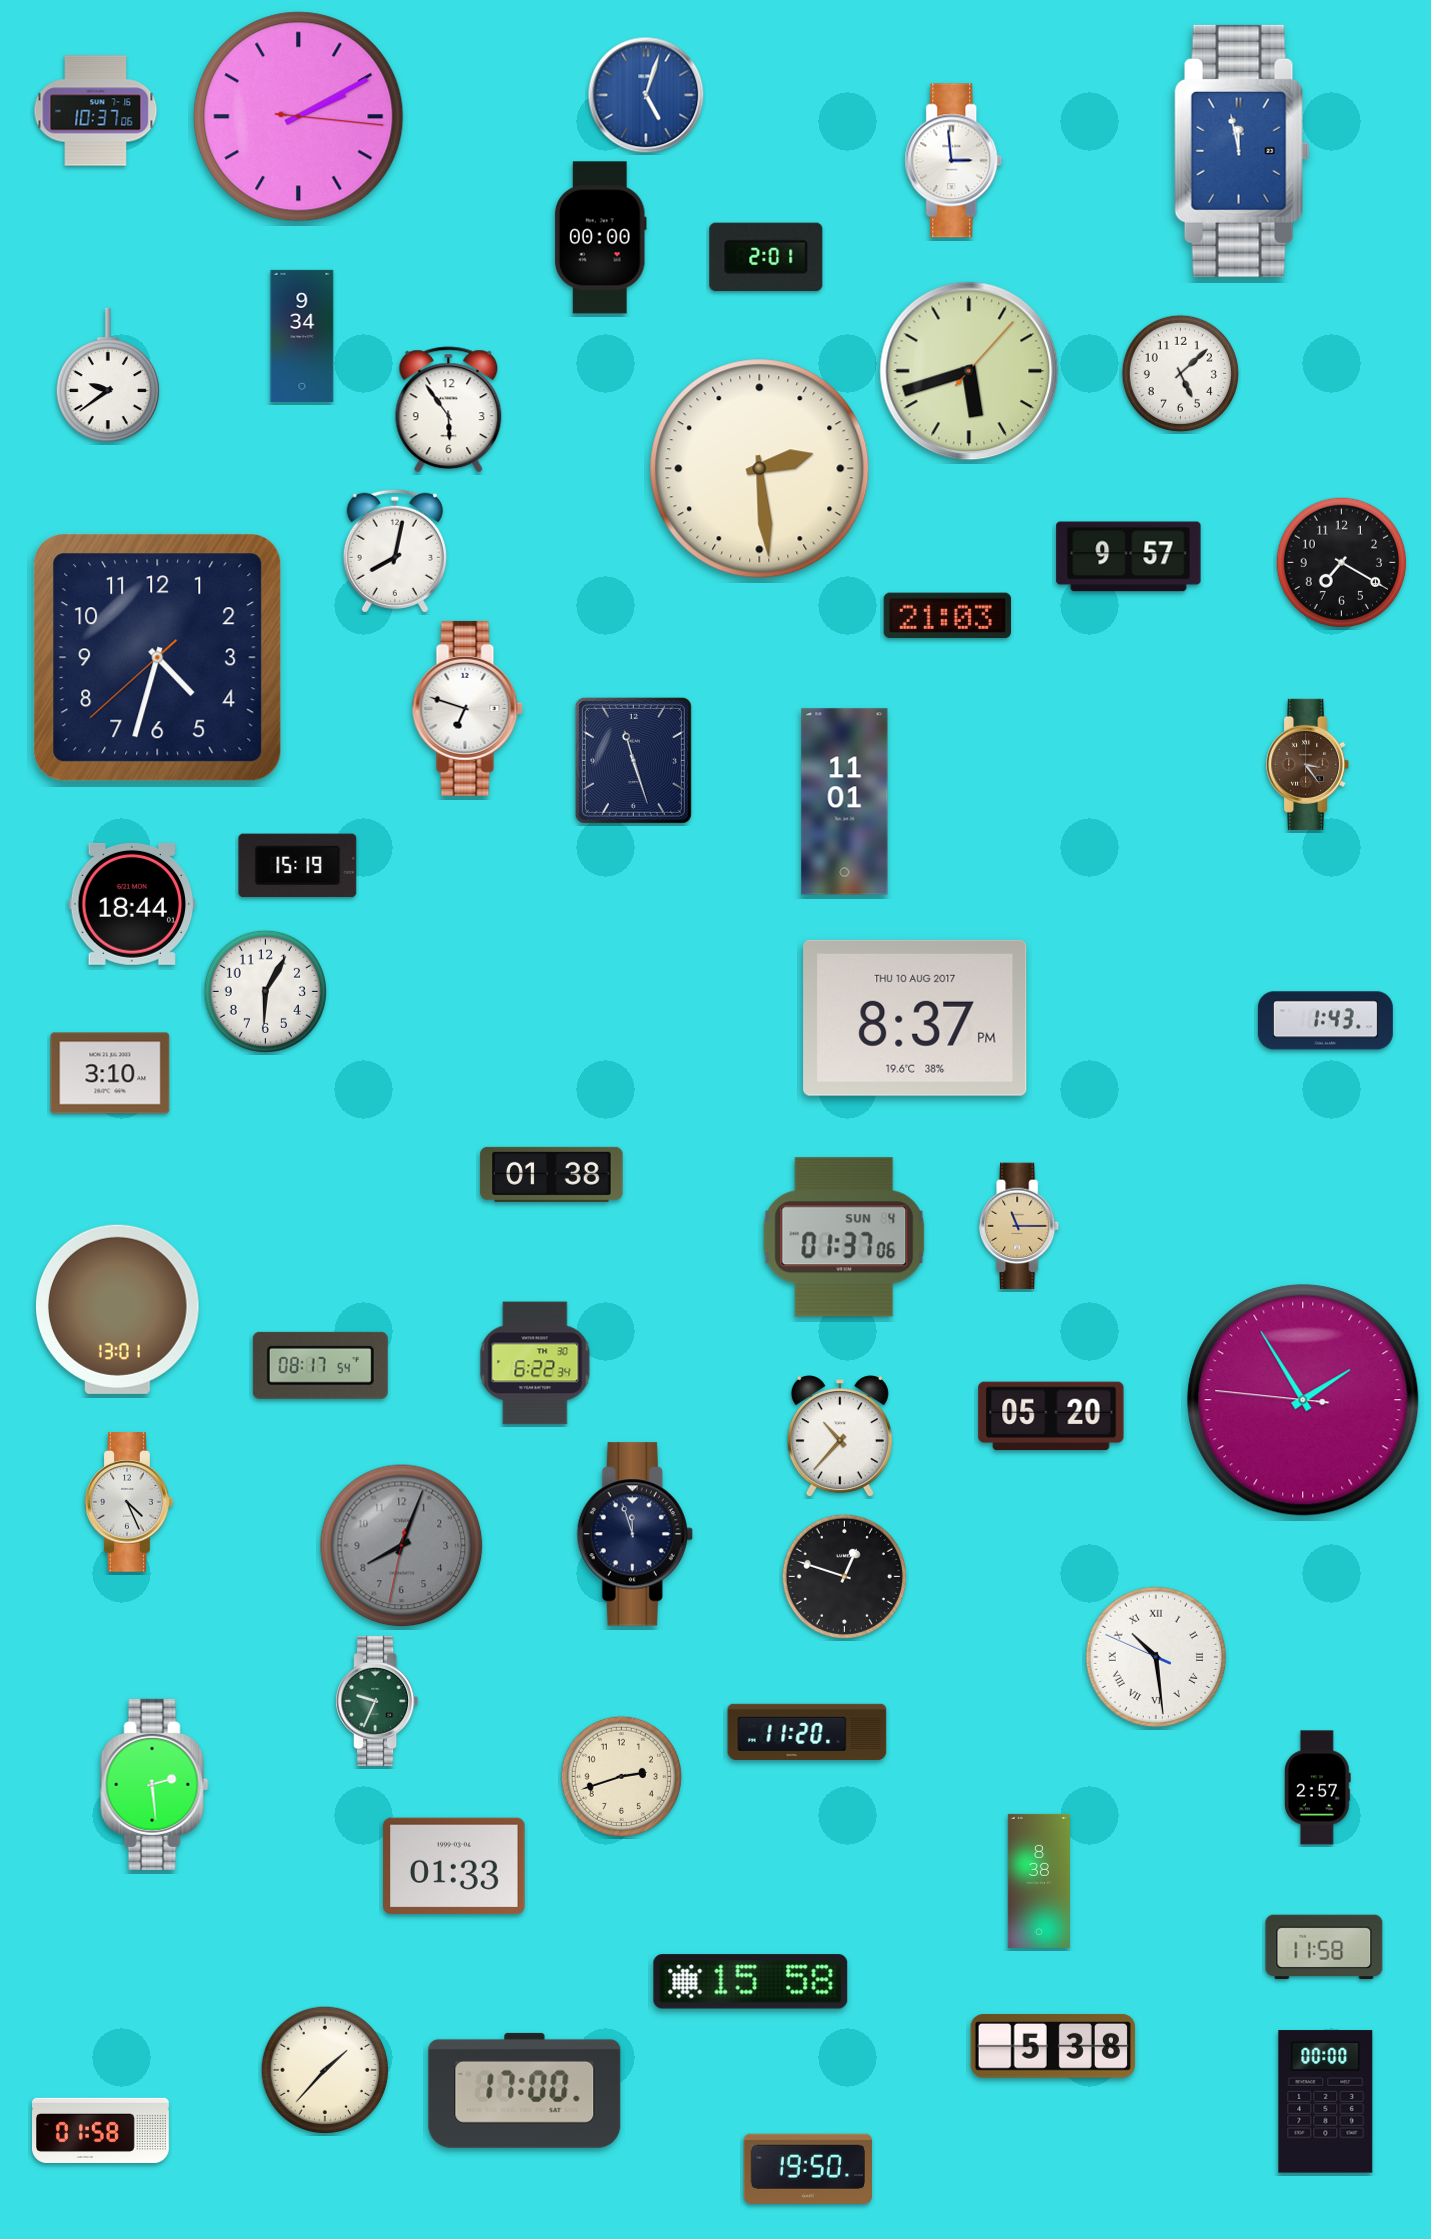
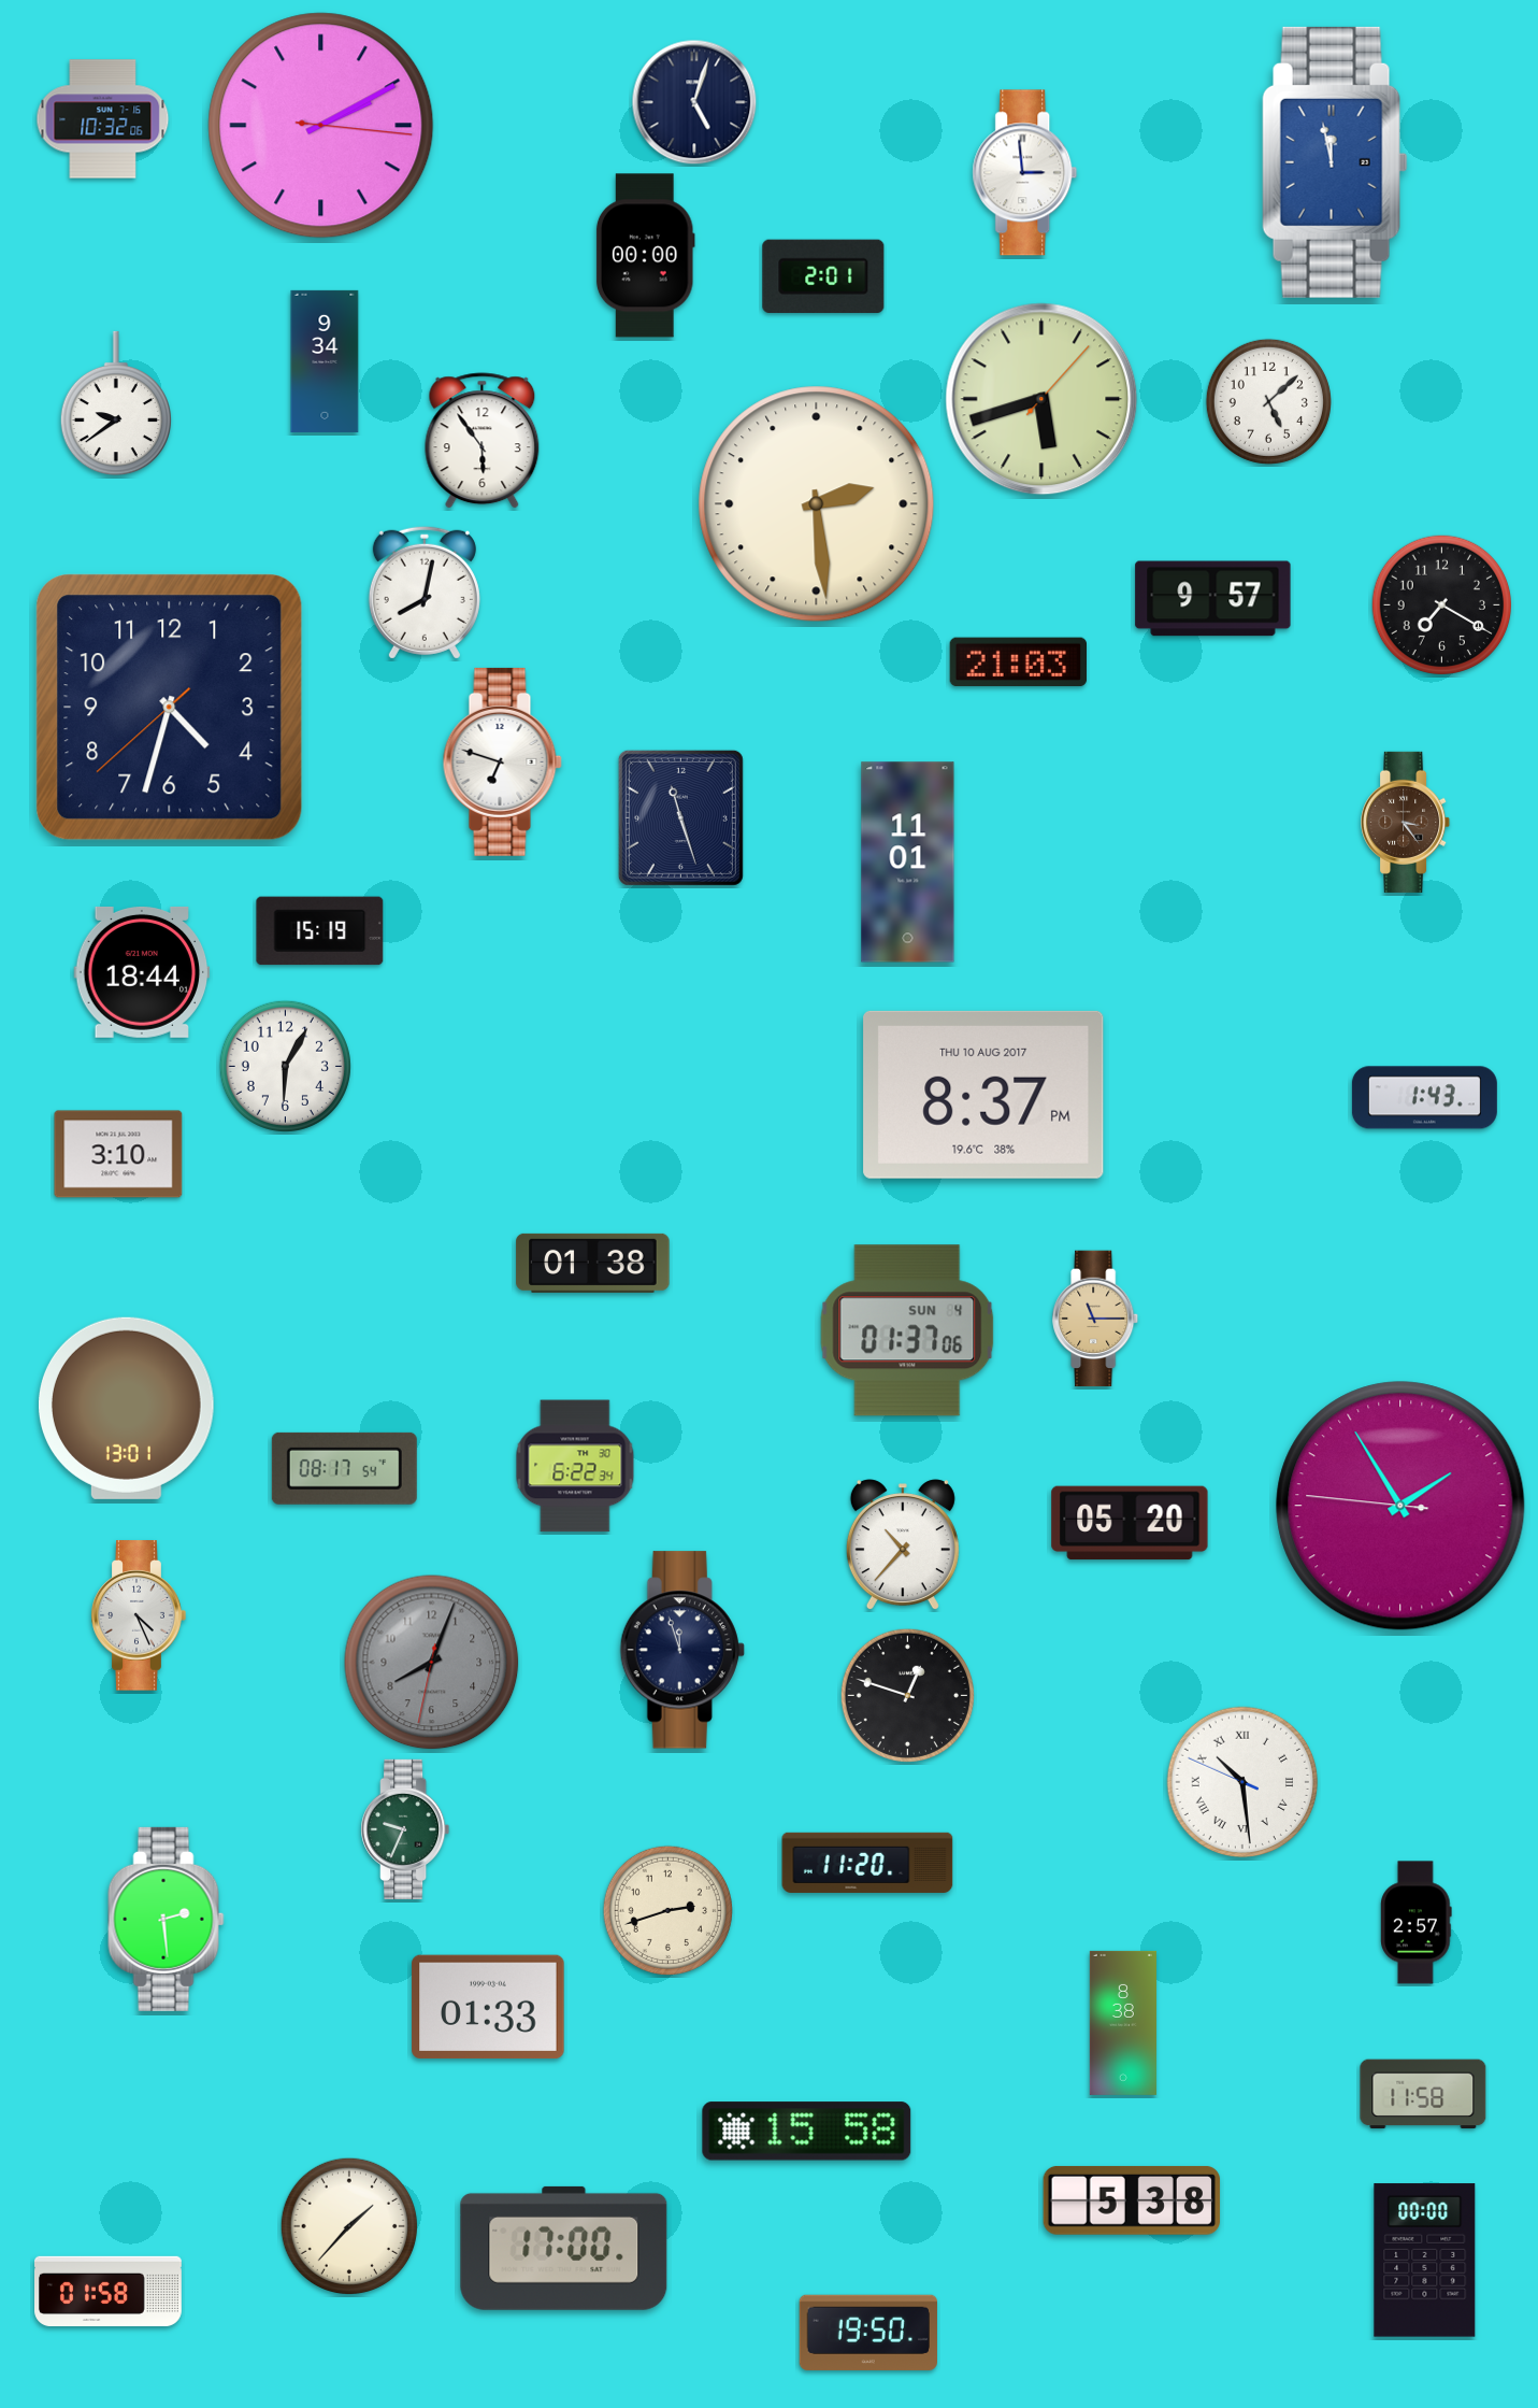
clock at (646, 95) dial: blue -> navy
clock at (96, 111): 10:37 -> 10:32
clock at (1039, 1881) position: (1039, 1881) -> (1123, 2023)
